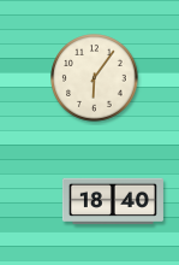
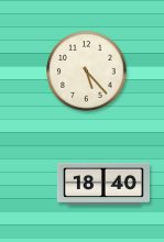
clock at (95, 78): 6:06 -> 5:23
